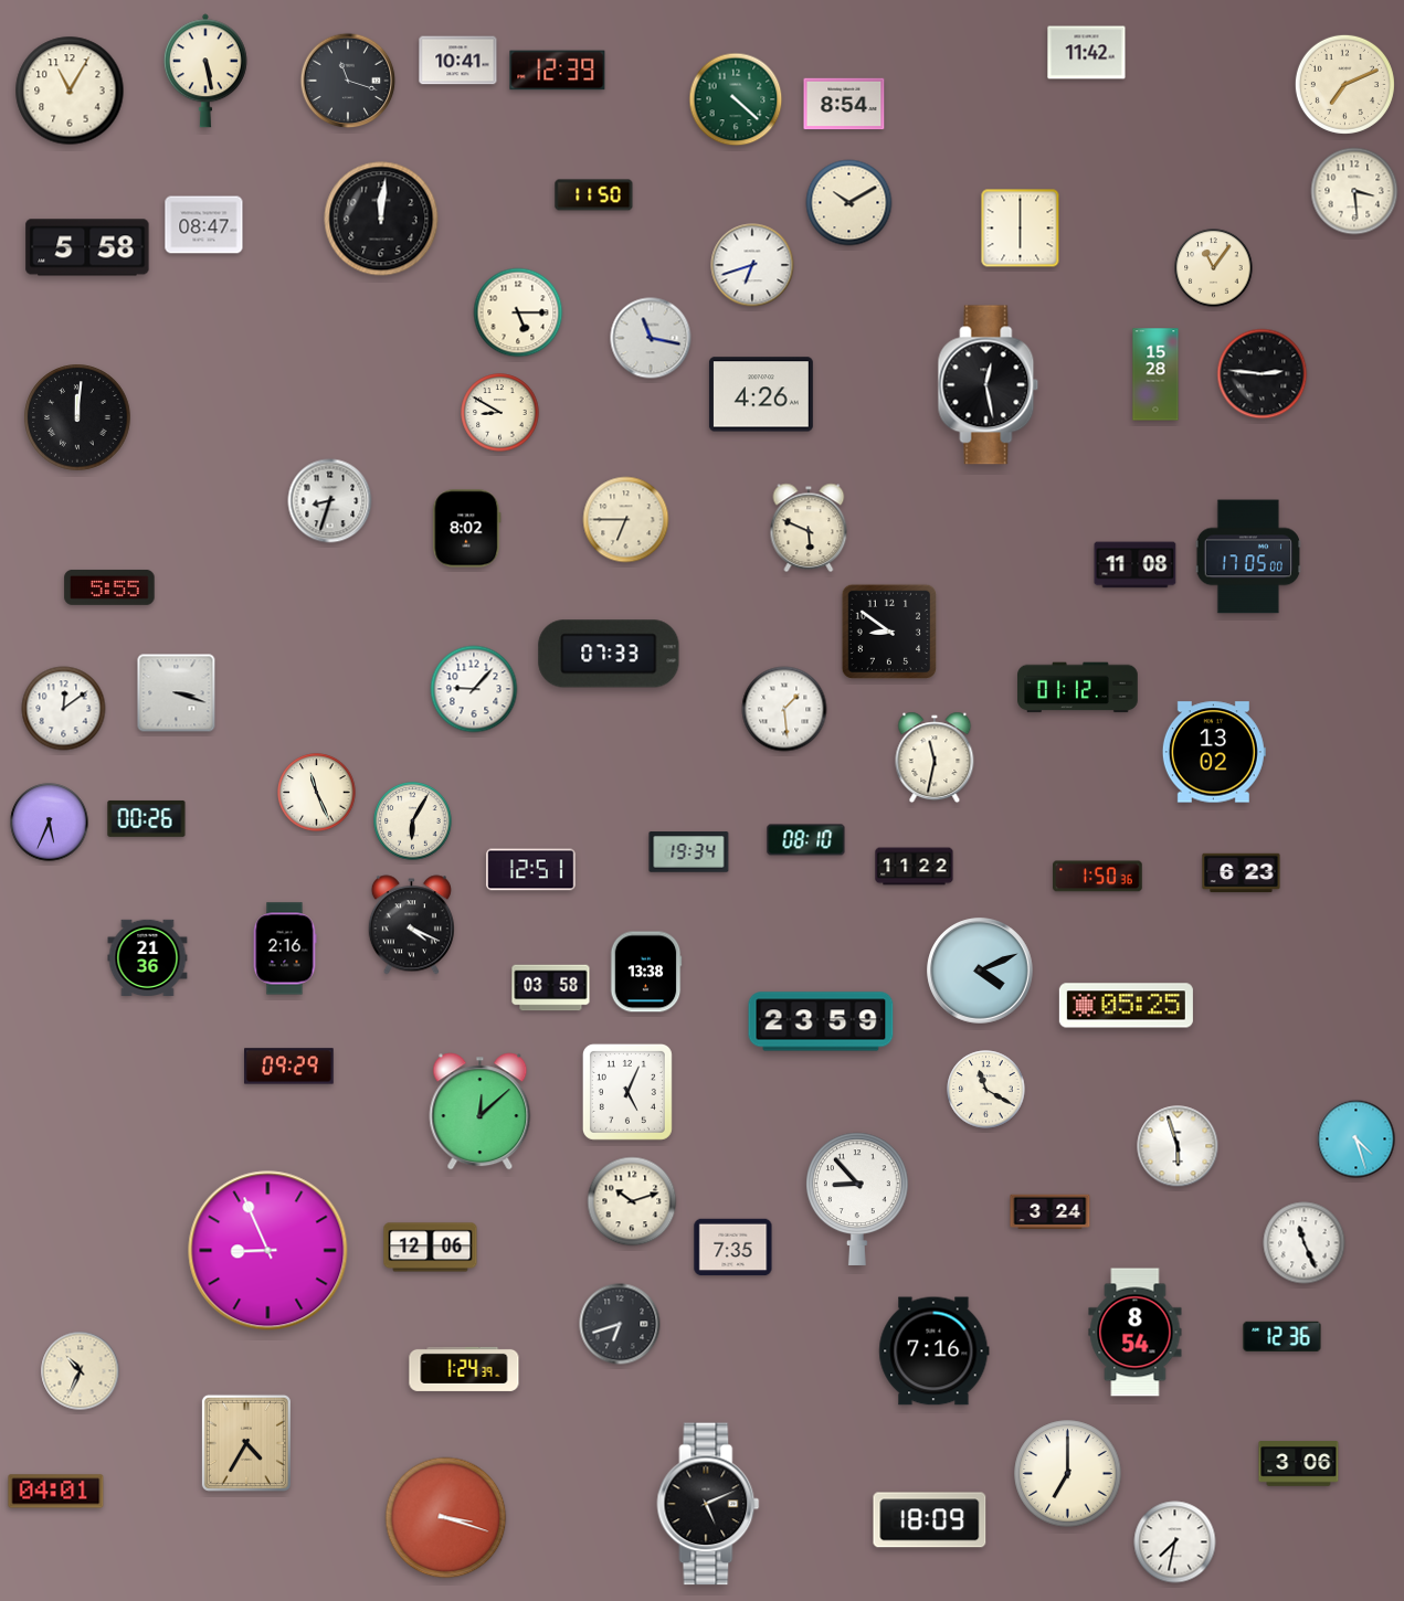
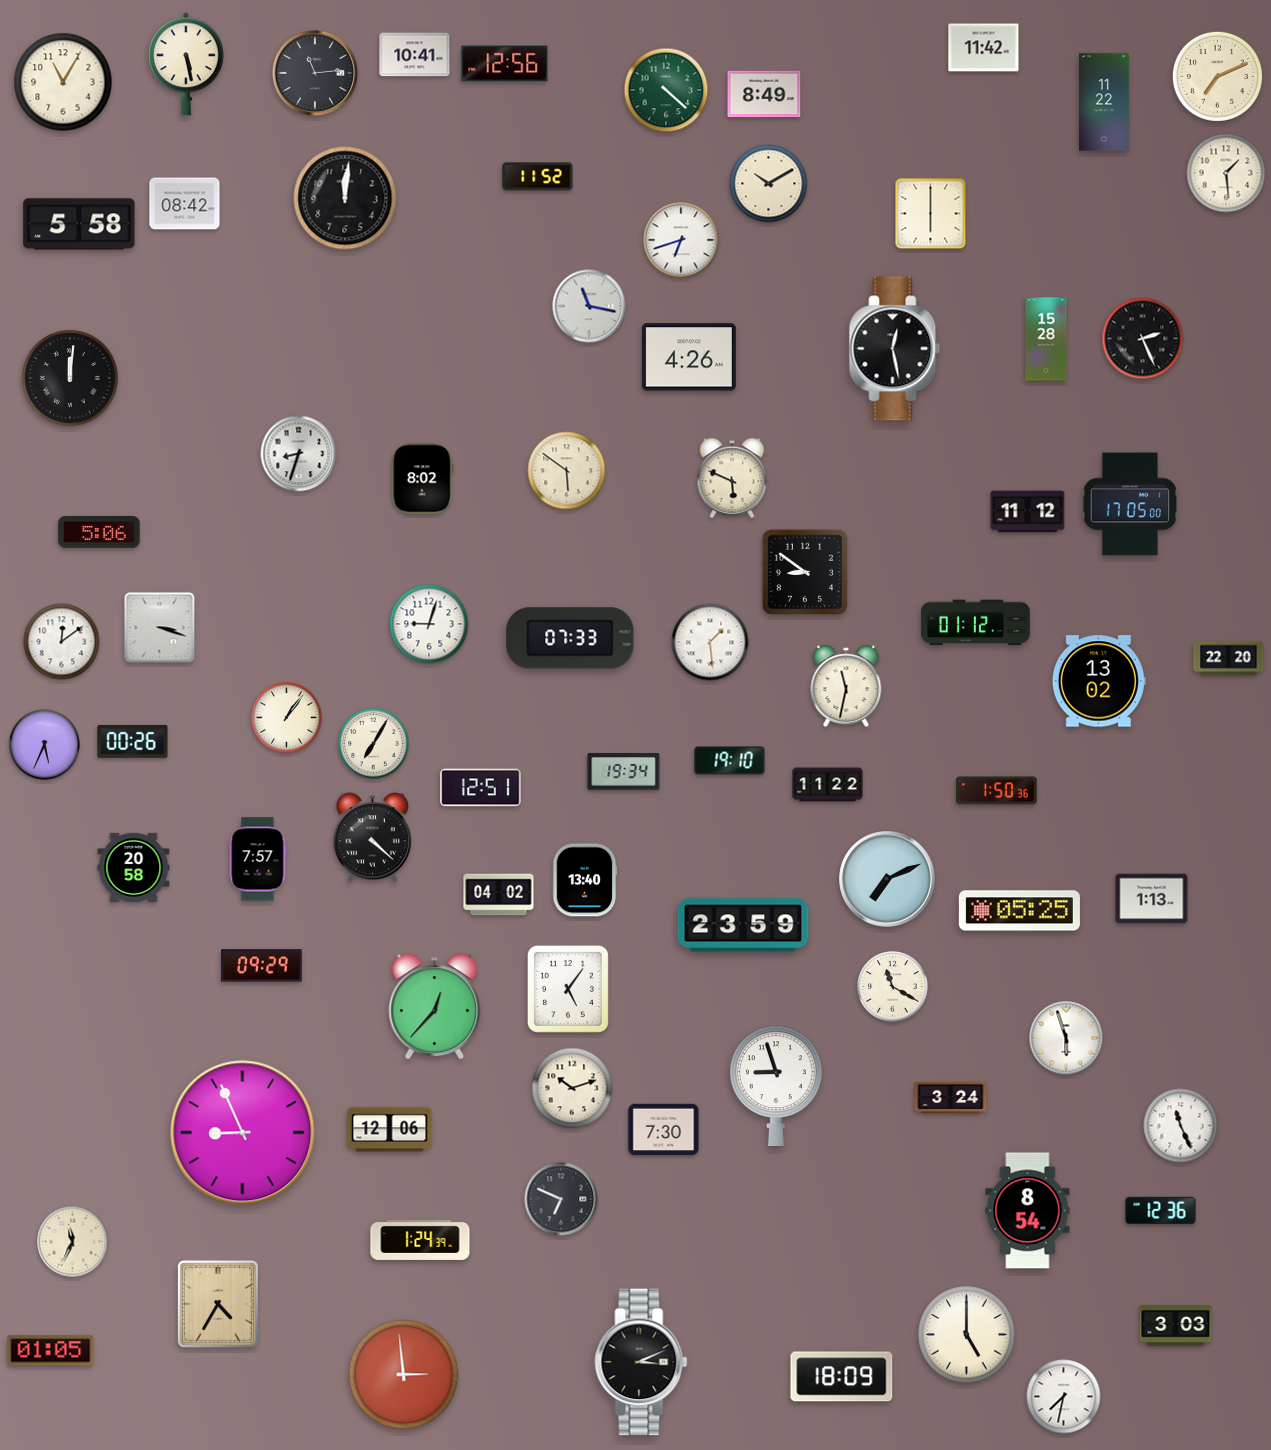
clock at (558, 71): 12:39 -> 12:56
clock at (348, 81): 11:18 -> 11:14
clock at (844, 104): 8:54 -> 8:49
clock at (1104, 102): none -> 11:22
clock at (1354, 191): 3:29 -> 1:29
clock at (594, 195): 11:50 -> 11:52
clock at (204, 225): 08:47 -> 08:42
clock at (1021, 229) position: (1021, 229) -> (931, 214)
clock at (1214, 268): 11:06 -> none
clock at (518, 312): 5:15 -> none
clock at (1263, 374): 2:46 -> 2:26
clock at (500, 413): 8:50 -> none
clock at (626, 520): 6:45 -> 5:51
clock at (1136, 565): 11:08 -> 11:12
clock at (109, 587): 5:55 -> 5:06
clock at (609, 654) position: (609, 654) -> (570, 638)
clock at (474, 689): 9:07 -> 9:03
clock at (64, 709) position: (64, 709) -> (62, 642)
clock at (1229, 659): none -> 22:20
clock at (317, 793): 11:26 -> 1:06
clock at (413, 821): 6:05 -> 7:05
clock at (806, 840): 08:10 -> 19:10
clock at (1242, 873): 6:23 -> none
clock at (1098, 877) position: (1098, 877) -> (997, 791)
clock at (411, 925): 4:19 -> 4:22
clock at (285, 948): 2:16 -> 7:57
clock at (148, 957): 21:36 -> 20:58
clock at (980, 971): 4:11 -> 7:11
clock at (646, 972): 13:38 -> 13:40
clock at (551, 988): 03:58 -> 04:02
clock at (1152, 899): none -> 1:13
clock at (627, 1092): 5:04 -> 5:06
clock at (481, 1112): 12:08 -> 12:37
clock at (1357, 1139): 4:27 -> none
clock at (858, 1199): 8:53 -> 8:57
clock at (733, 1248): 7:35 -> 7:30
clock at (620, 1324): 6:42 -> 6:49
clock at (1136, 1333) position: (1136, 1333) -> (1028, 1211)
clock at (935, 1351): 7:16 -> none
clock at (81, 1371): 10:34 -> 11:34
clock at (246, 1443) position: (246, 1443) -> (218, 1304)
clock at (1299, 1464): 3:06 -> 3:03
clock at (1068, 1474): 7:00 -> 5:00
clock at (56, 1492): 04:01 -> 01:05
clock at (708, 1504): 5:11 -> 3:11
clock at (446, 1518): 3:18 -> 2:59
